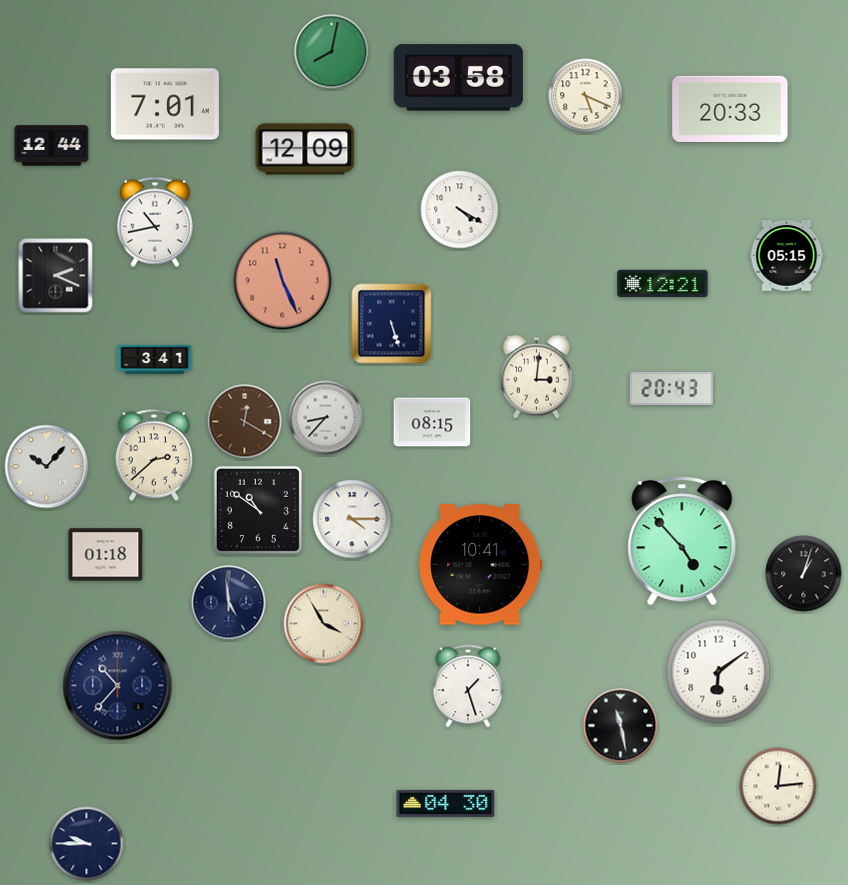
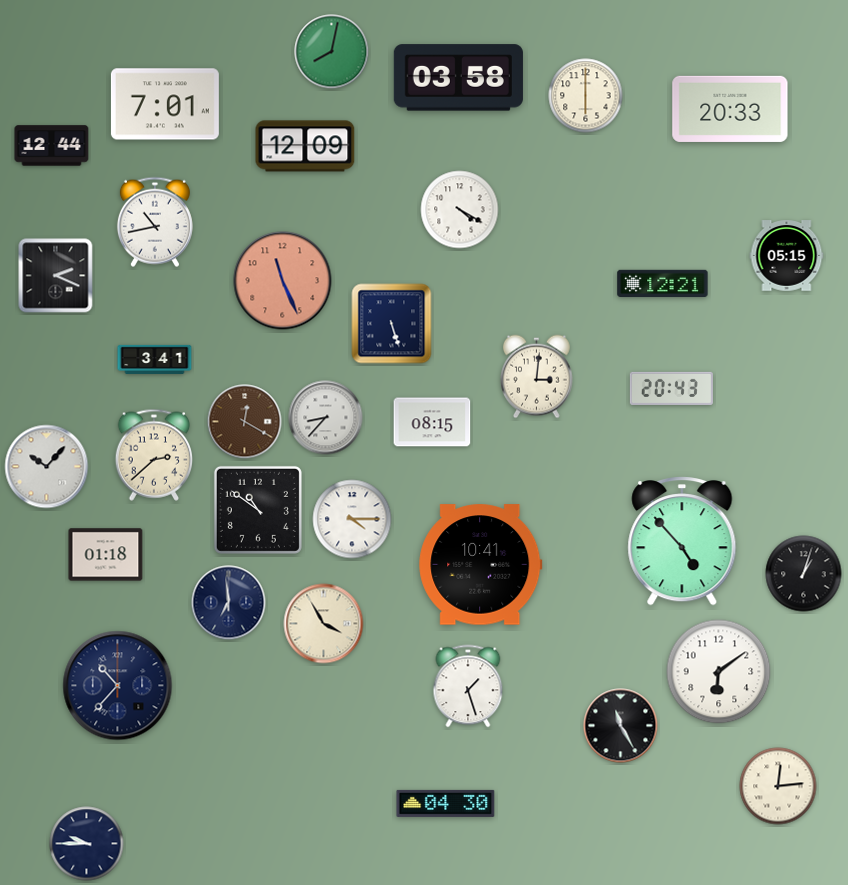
clock at (586, 96): 5:19 -> 6:00
clock at (305, 149) position: (305, 149) -> (305, 146)
clock at (229, 603): 4:59 -> 6:59
clock at (621, 726): 11:28 -> 11:25
